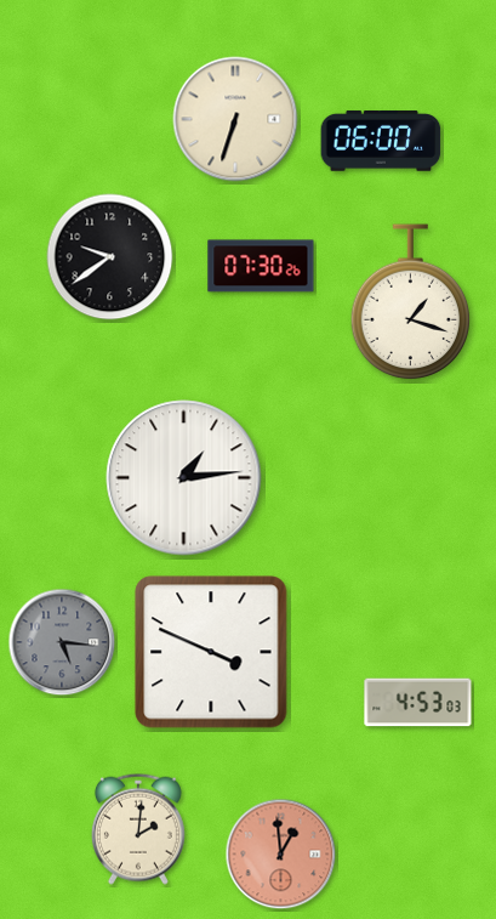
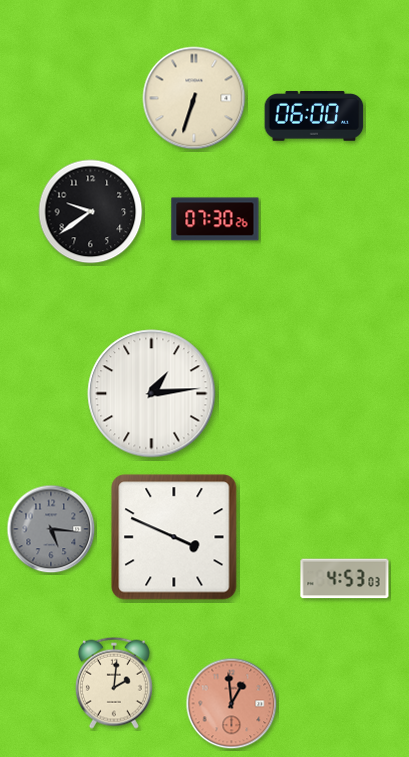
clock at (411, 302): 1:18 -> none
